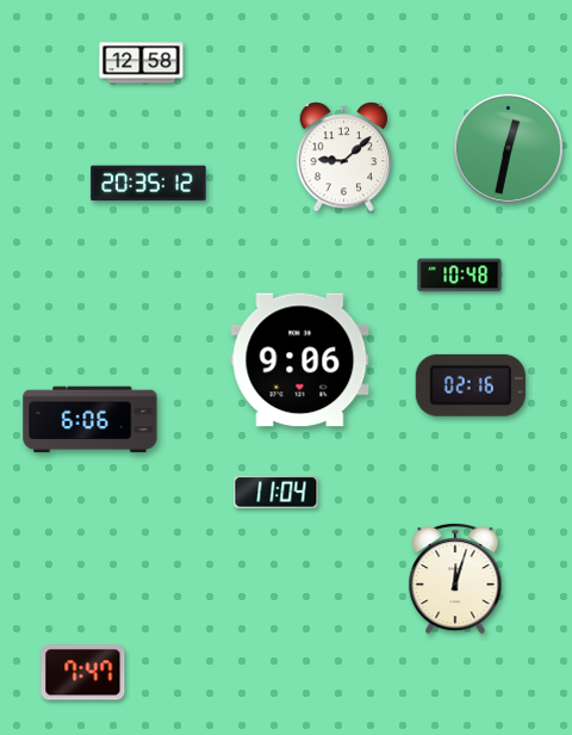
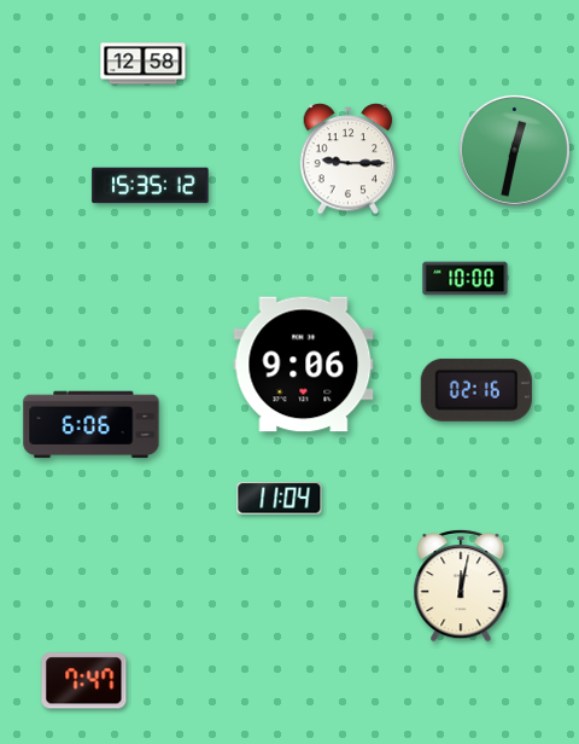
clock at (344, 157): 9:08 -> 9:15
clock at (149, 184): 20:35 -> 15:35
clock at (460, 276): 10:48 -> 10:00
clock at (455, 579): 12:03 -> 12:02
